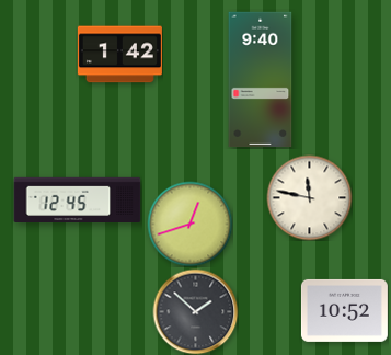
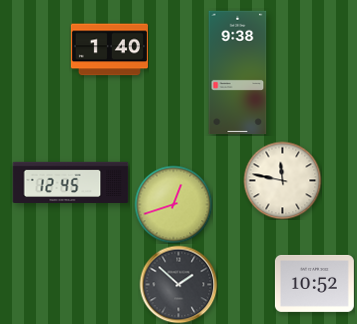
clock at (119, 55): 1:42 -> 1:40
clock at (261, 80): 9:40 -> 9:38
